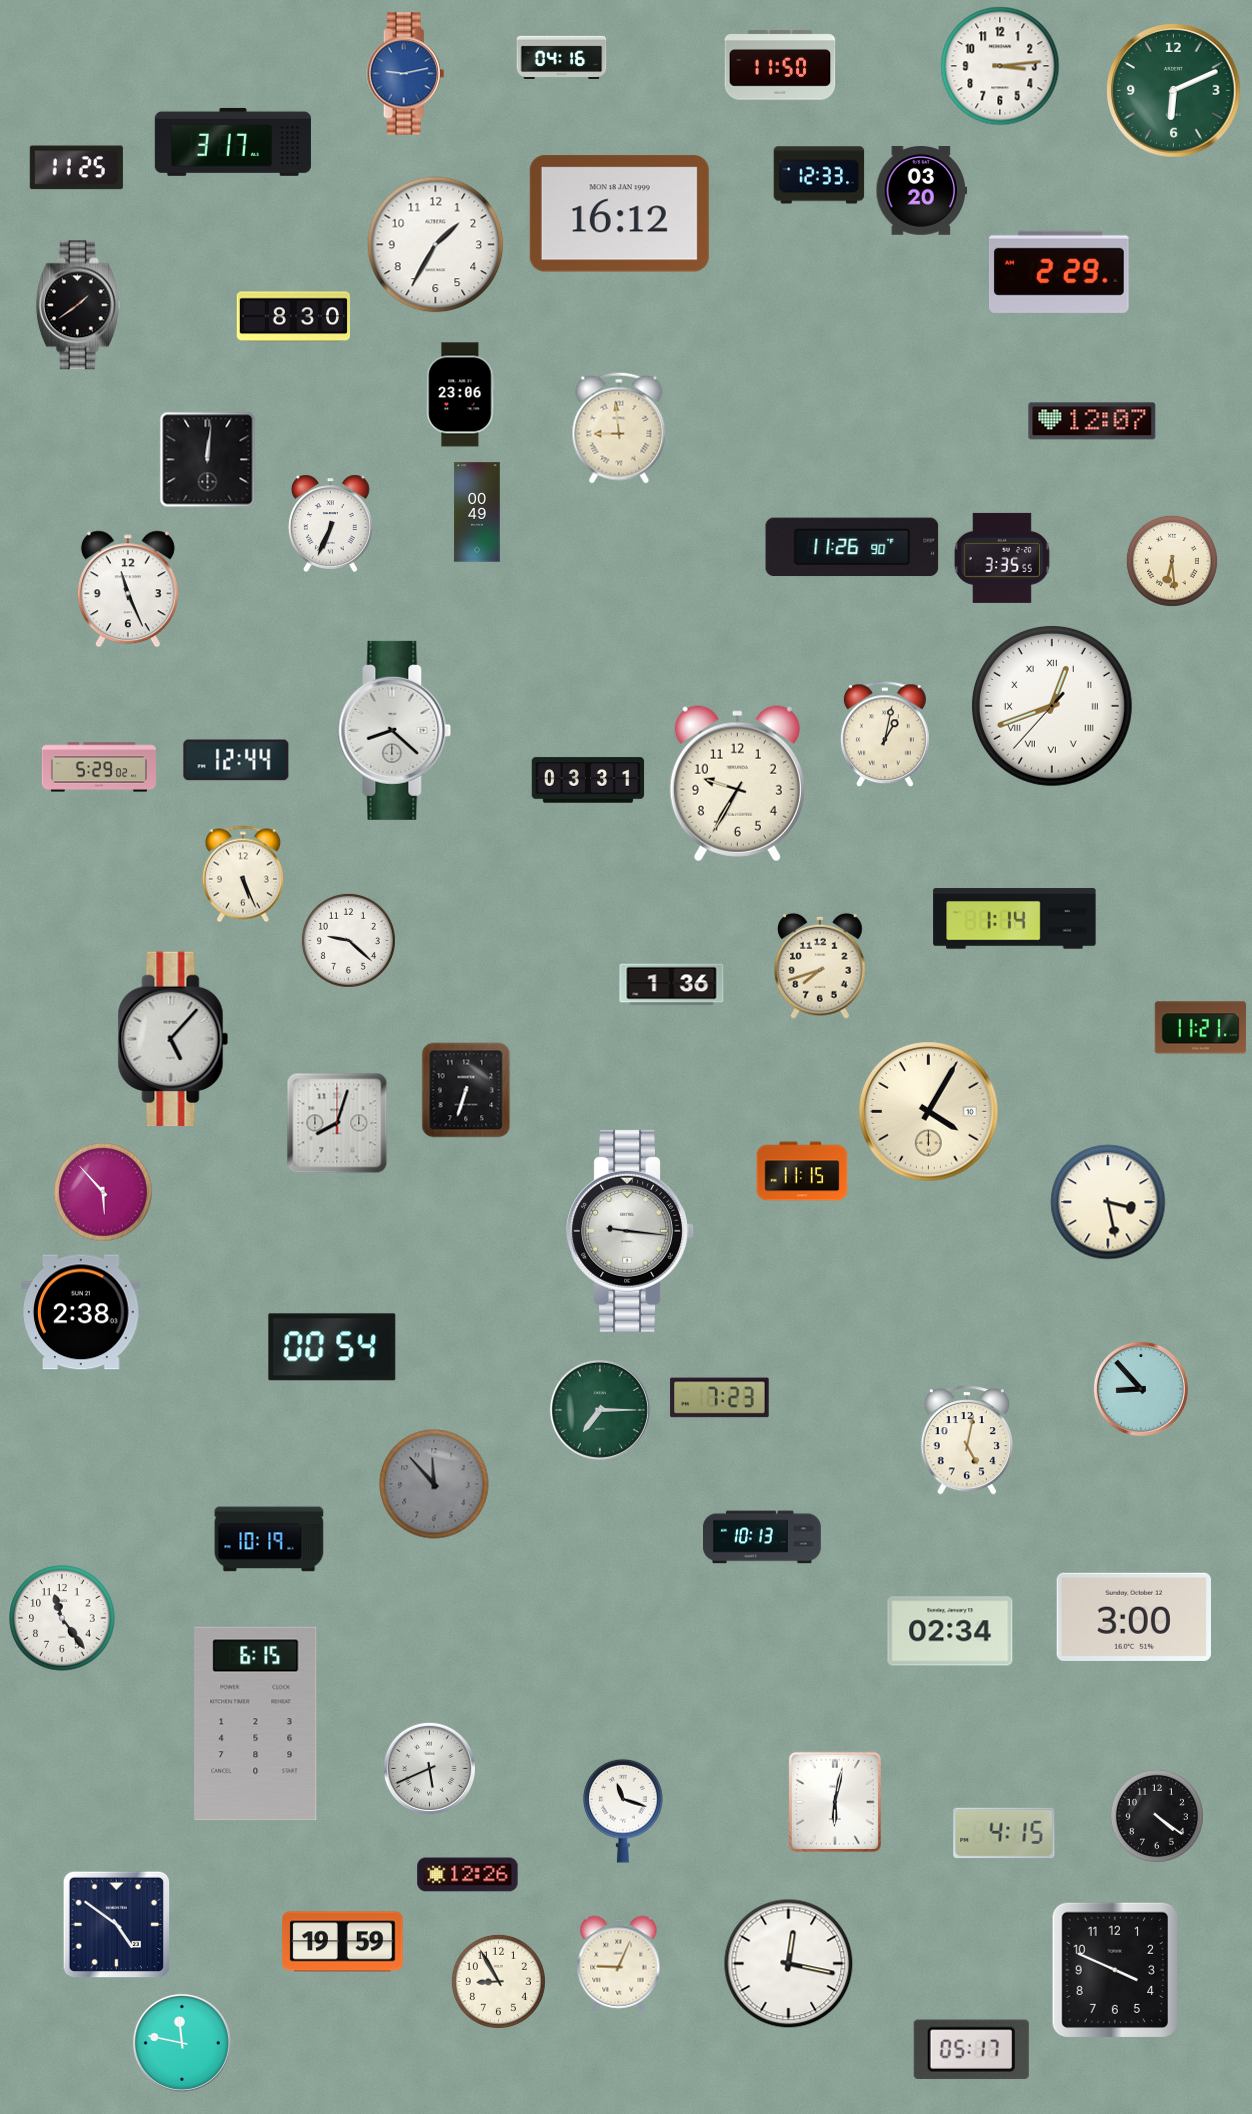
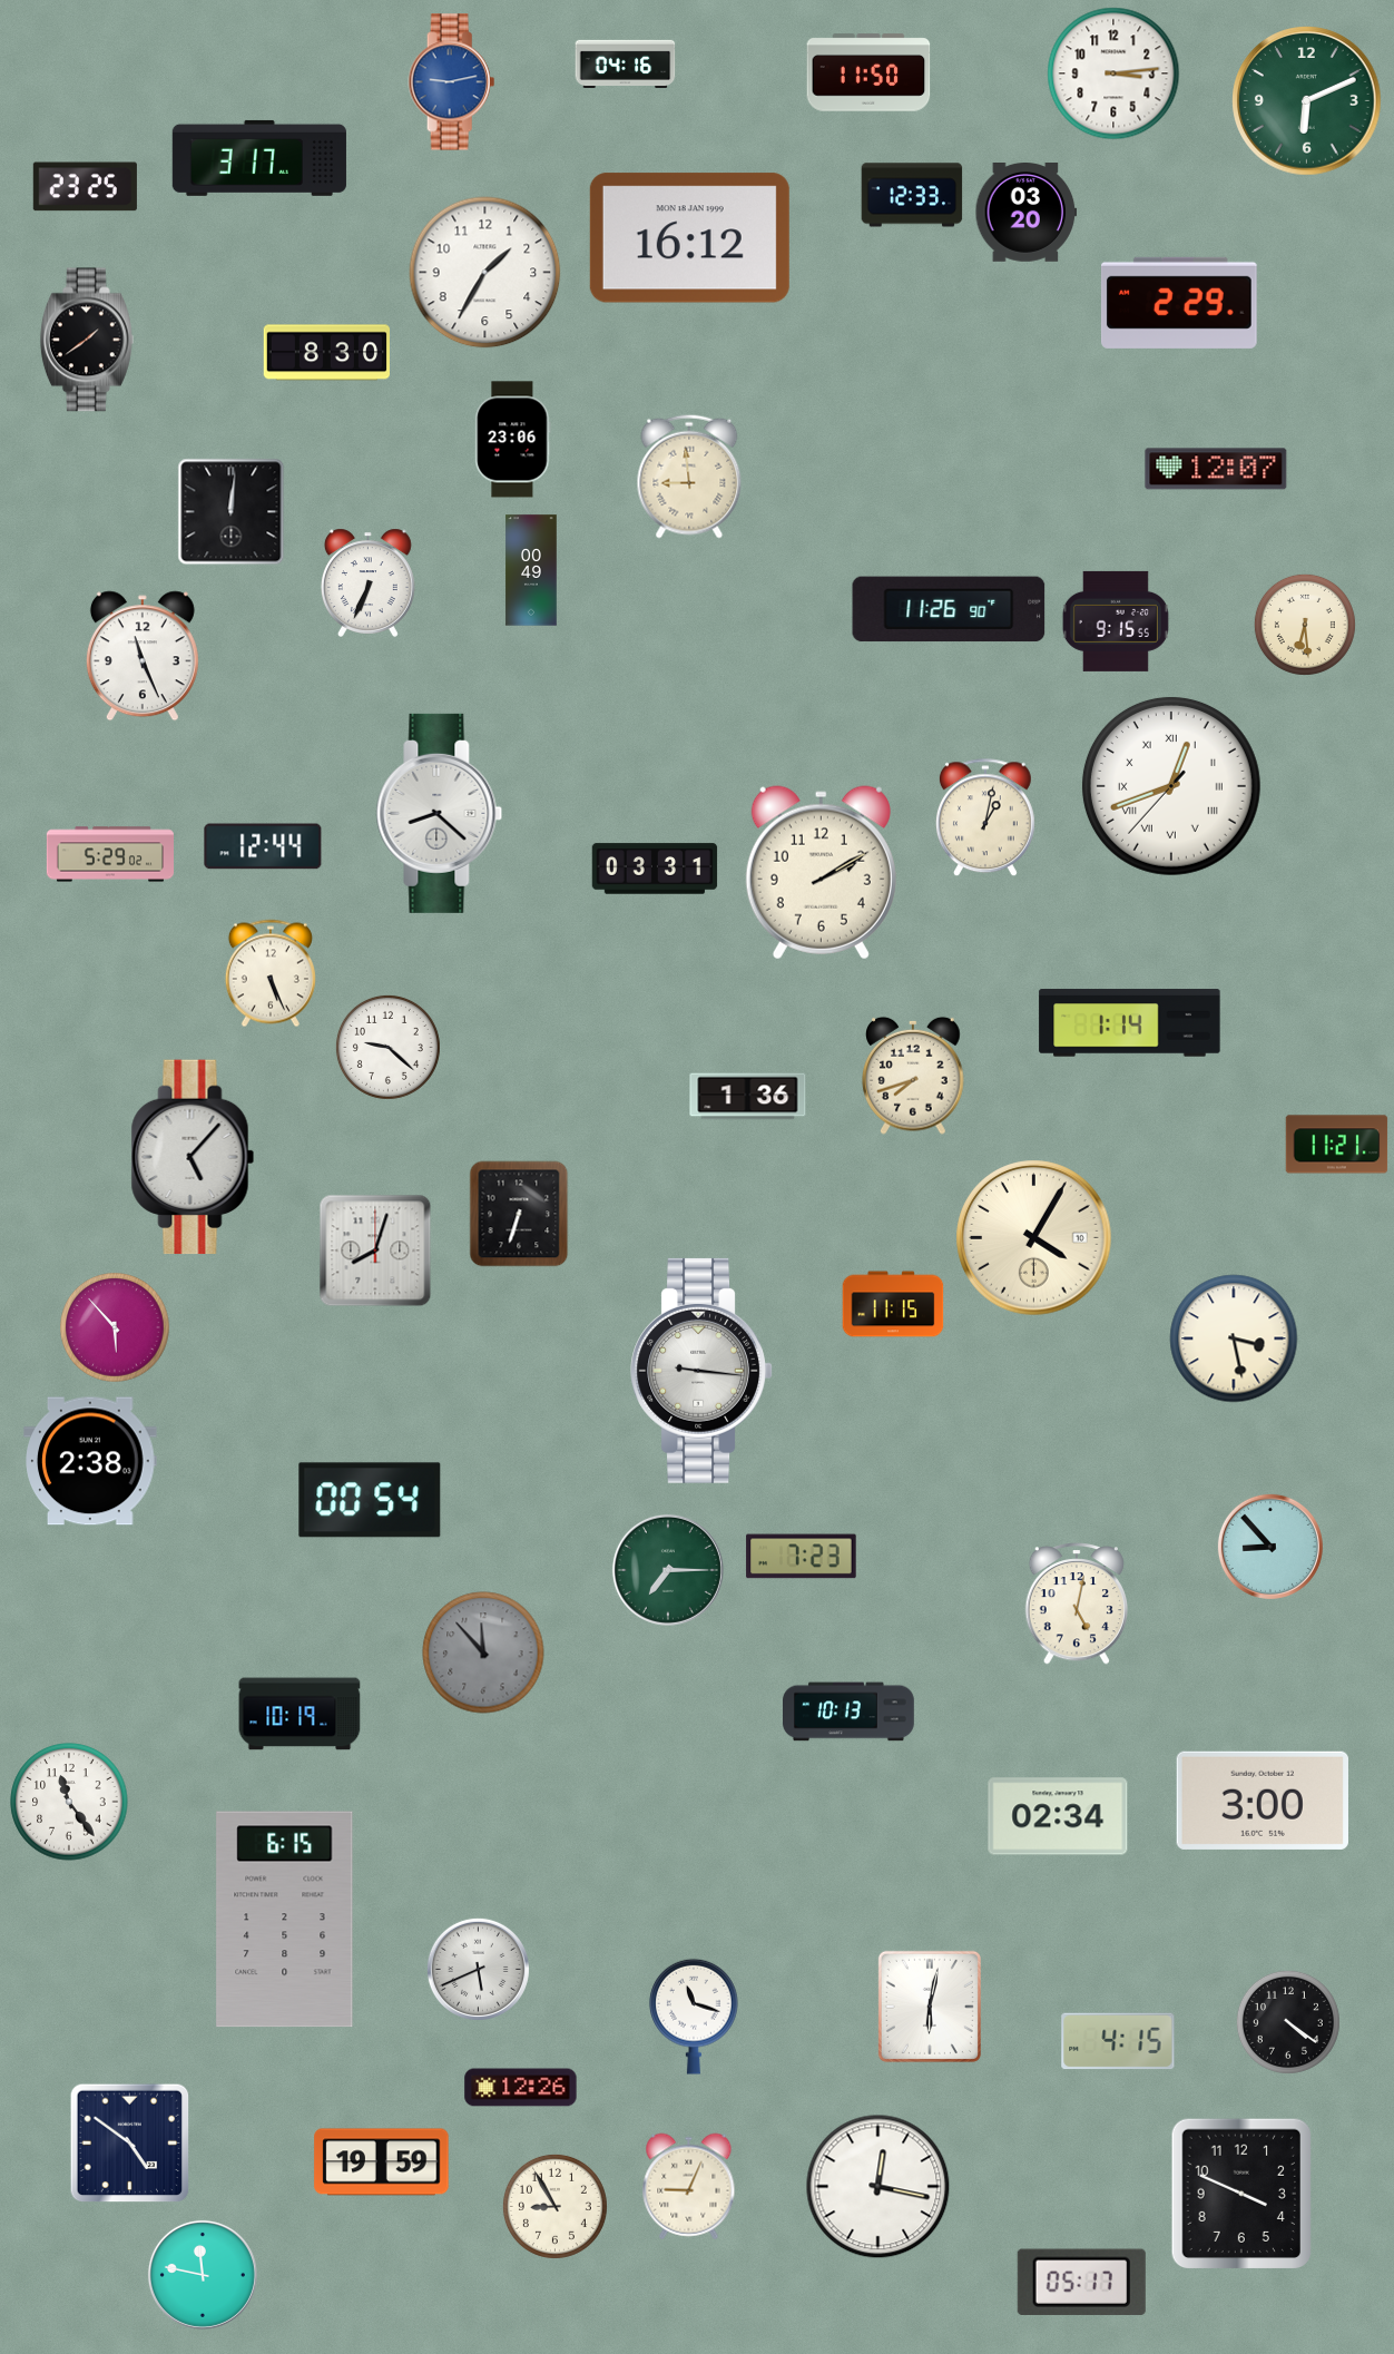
clock at (76, 168): 11:25 -> 23:25
clock at (1002, 558): 3:35 -> 9:15
clock at (737, 784): 9:35 -> 2:10
